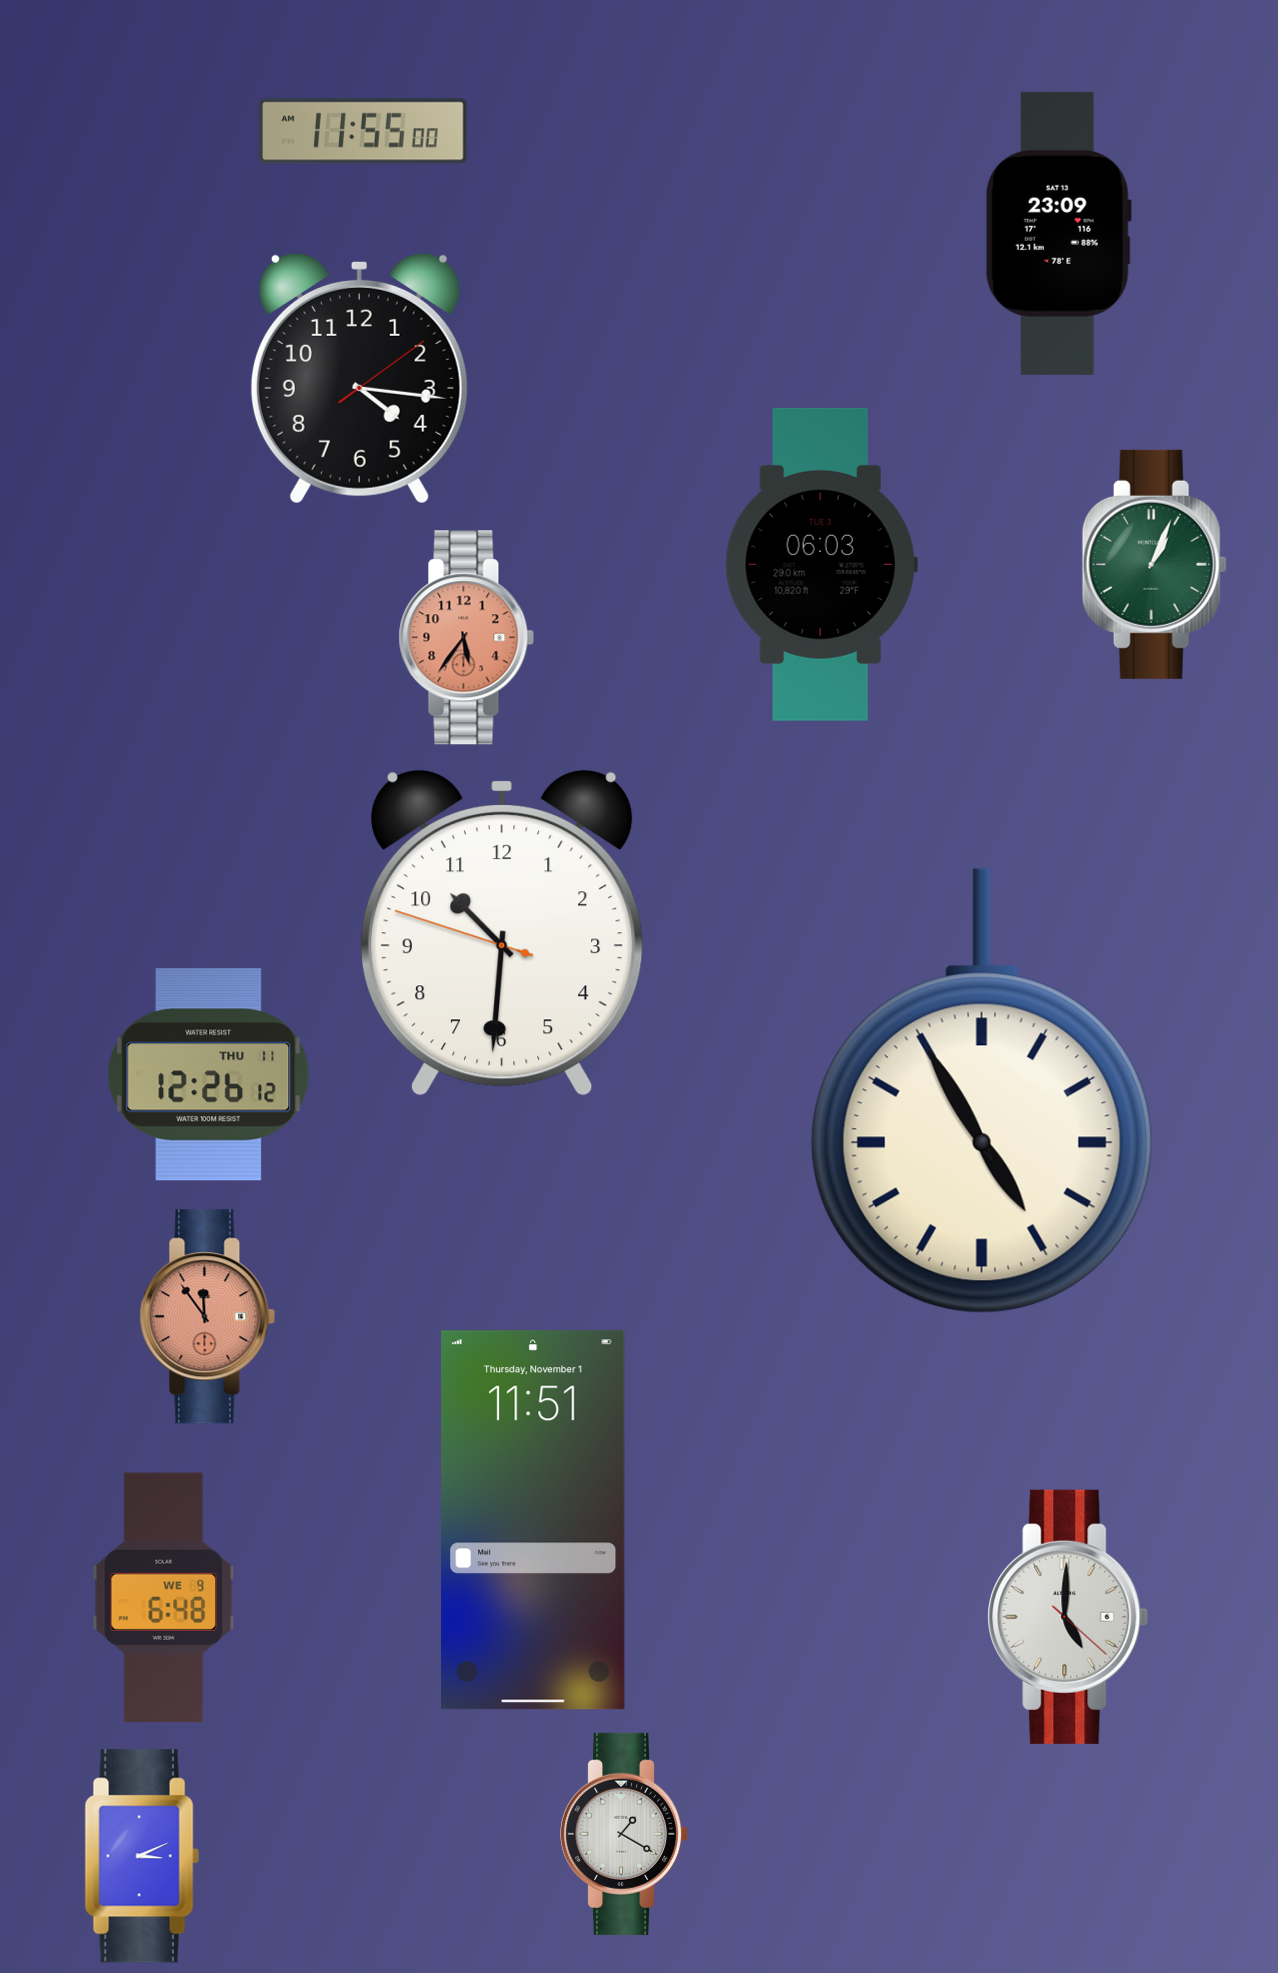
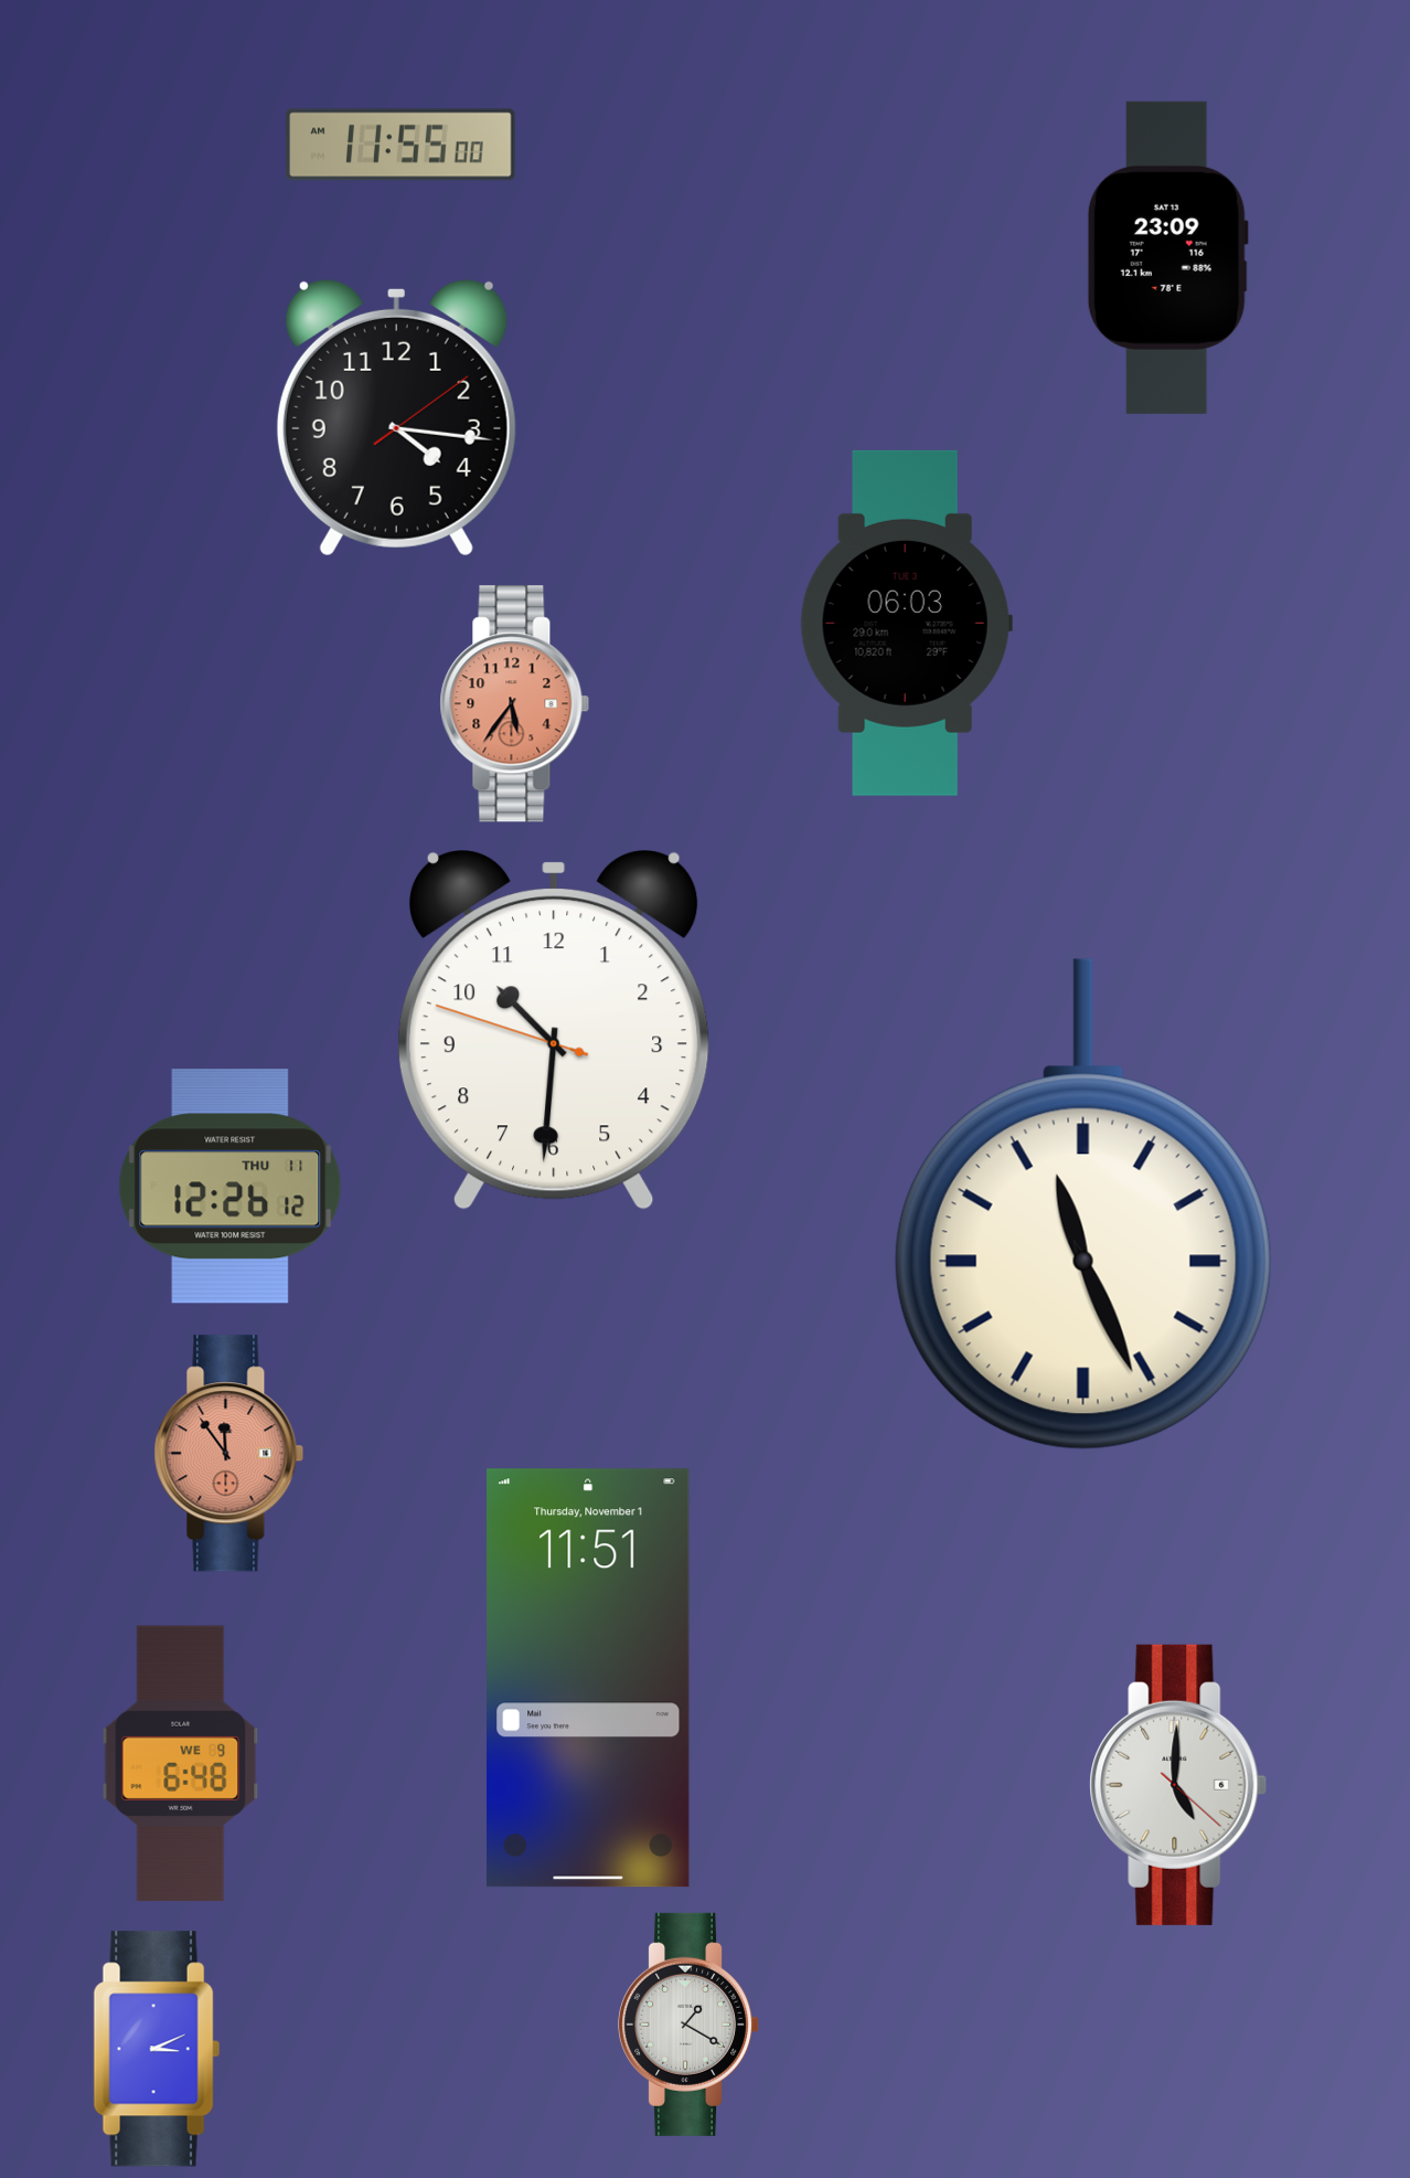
clock at (1154, 564): 1:04 -> none
clock at (982, 1091): 4:55 -> 11:26
